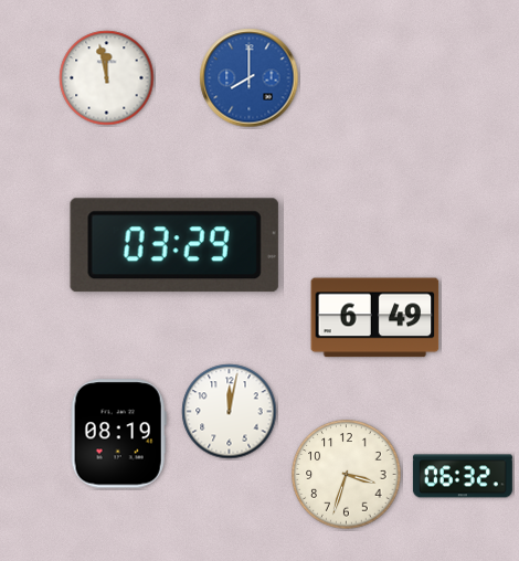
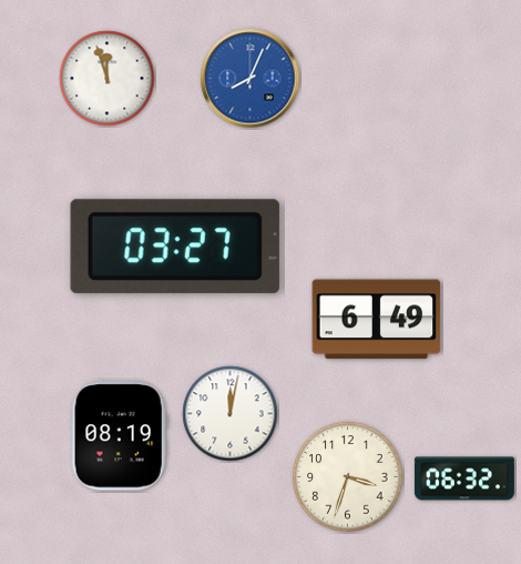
clock at (107, 78): 11:58 -> 11:57
clock at (250, 78): 8:00 -> 8:04
clock at (174, 245): 03:29 -> 03:27
